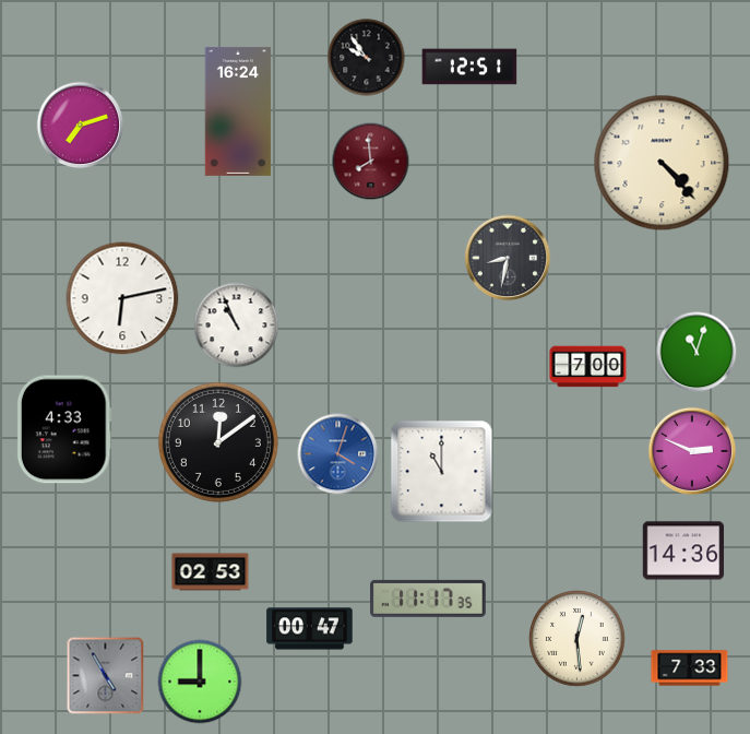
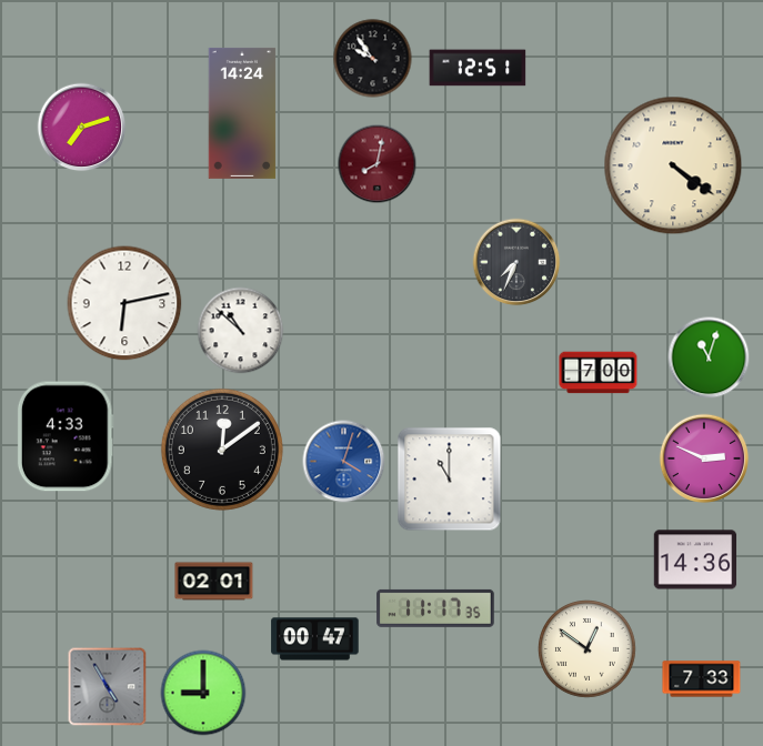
clock at (238, 111): 16:24 -> 14:24
clock at (371, 162): 7:59 -> 8:02
clock at (662, 163): 4:23 -> 4:21
clock at (508, 258): 8:32 -> 7:34
clock at (237, 325): 10:56 -> 10:52
clock at (211, 572): 02:53 -> 02:01
clock at (578, 639): 12:29 -> 12:51
